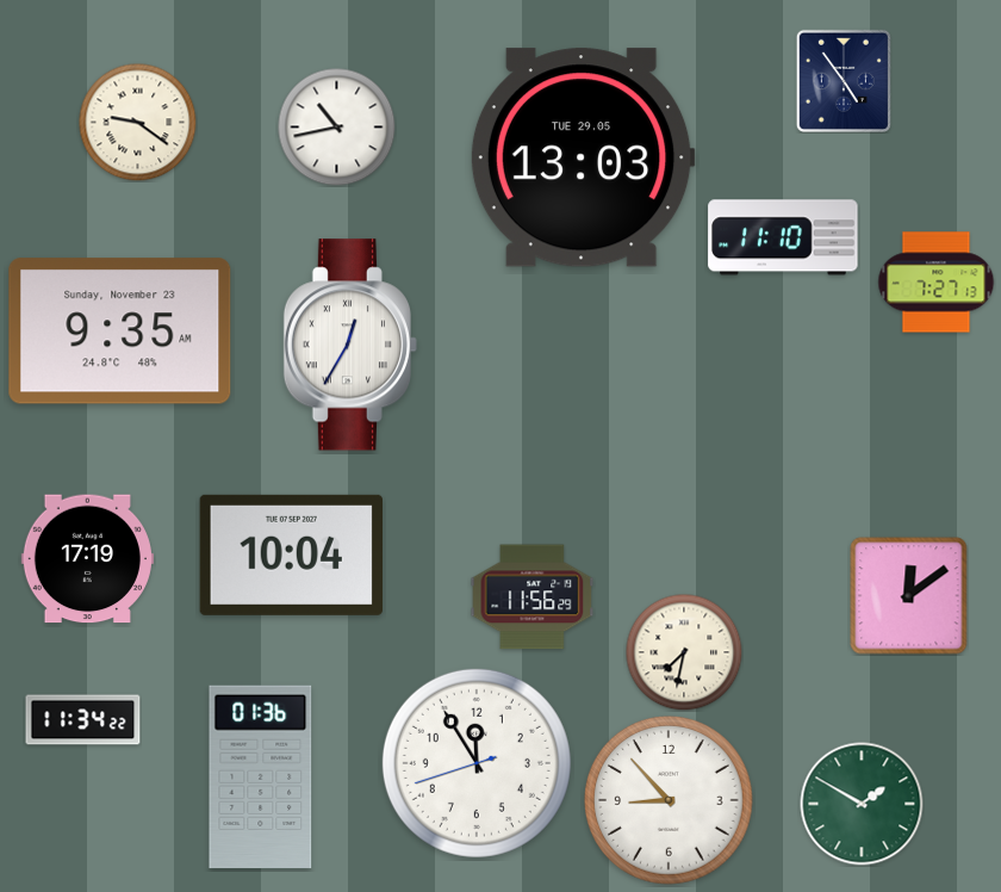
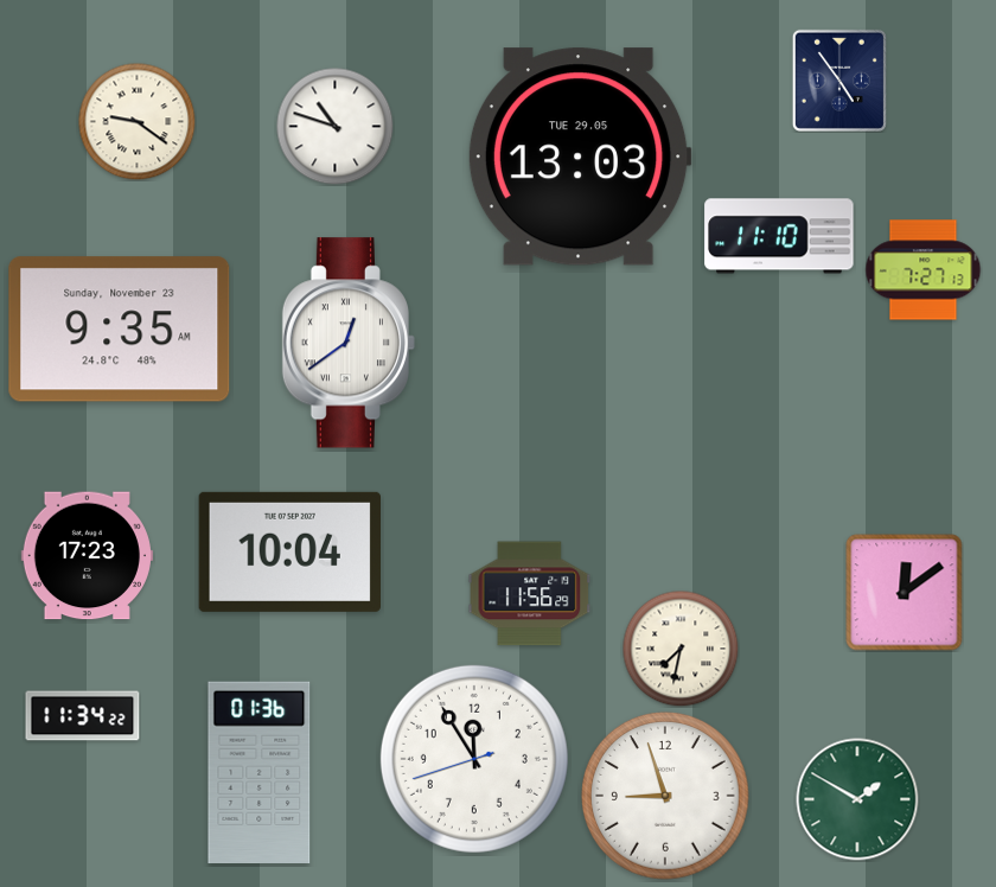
clock at (337, 128): 10:43 -> 10:48
clock at (937, 283) position: (937, 283) -> (924, 270)
clock at (349, 345): 12:35 -> 12:39
clock at (87, 559): 17:19 -> 17:23
clock at (669, 800): 8:53 -> 8:57
